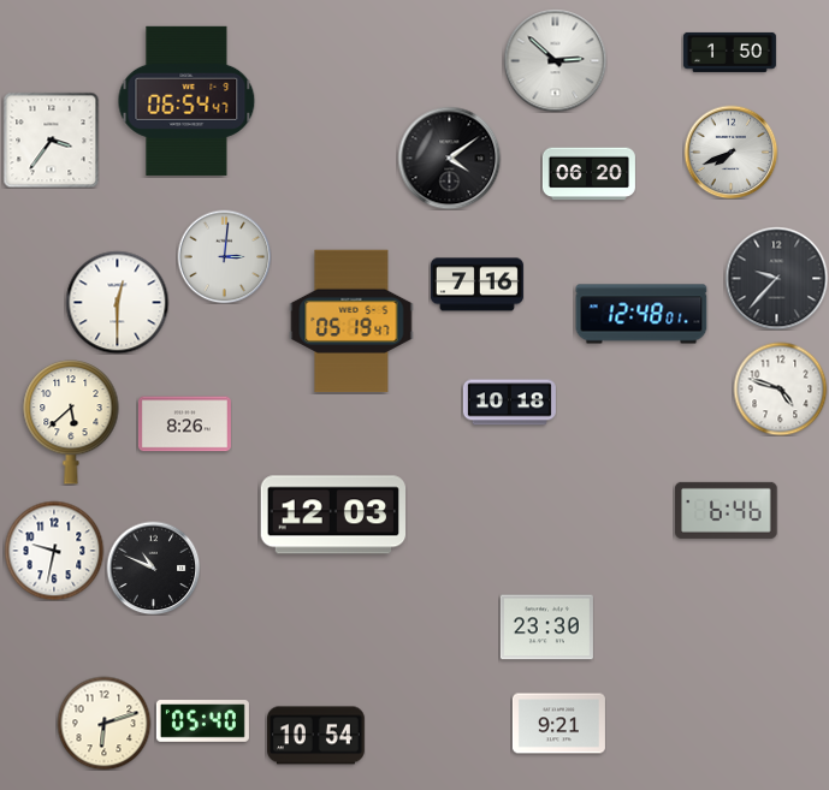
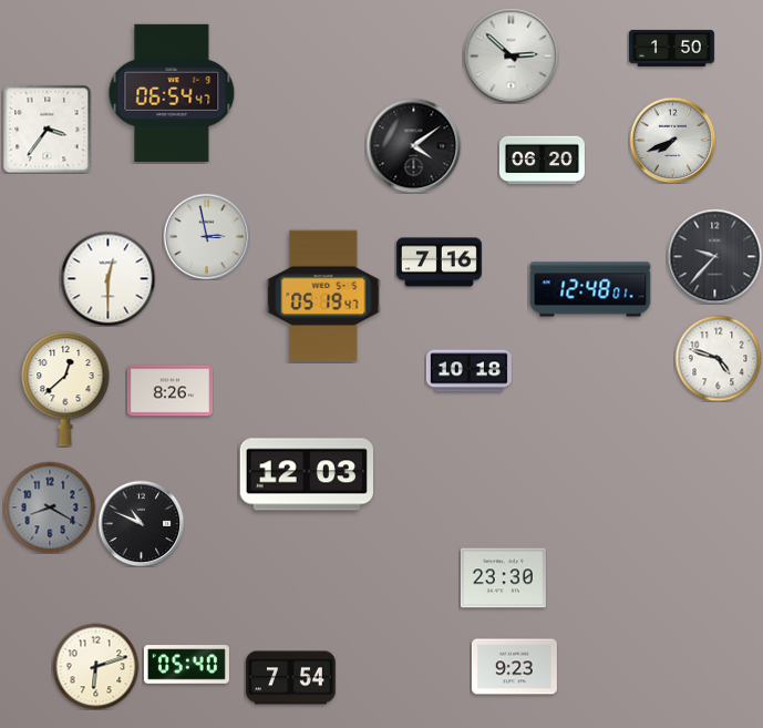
clock at (224, 256): 3:01 -> 2:58
clock at (71, 422): 5:38 -> 12:38
clock at (727, 510): 6:46 -> none
clock at (54, 551): 9:32 -> 8:20
clock at (54, 551) dial: white -> grey
clock at (558, 724): 9:21 -> 9:23
clock at (316, 736): 10:54 -> 7:54
